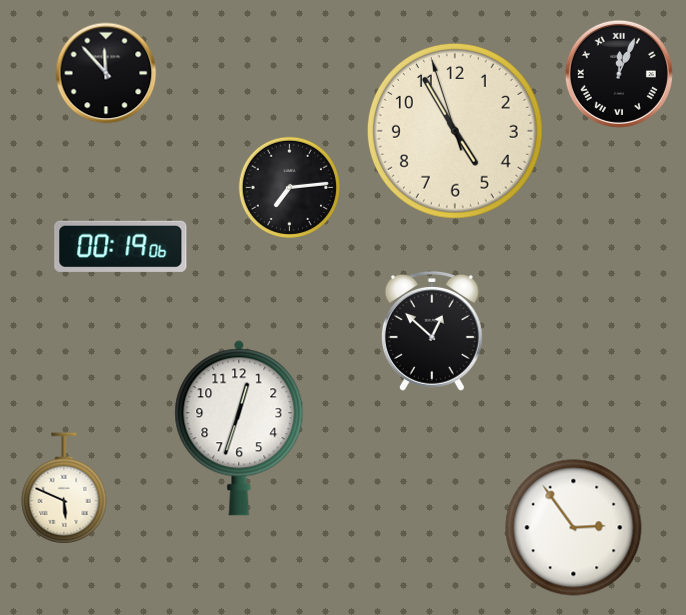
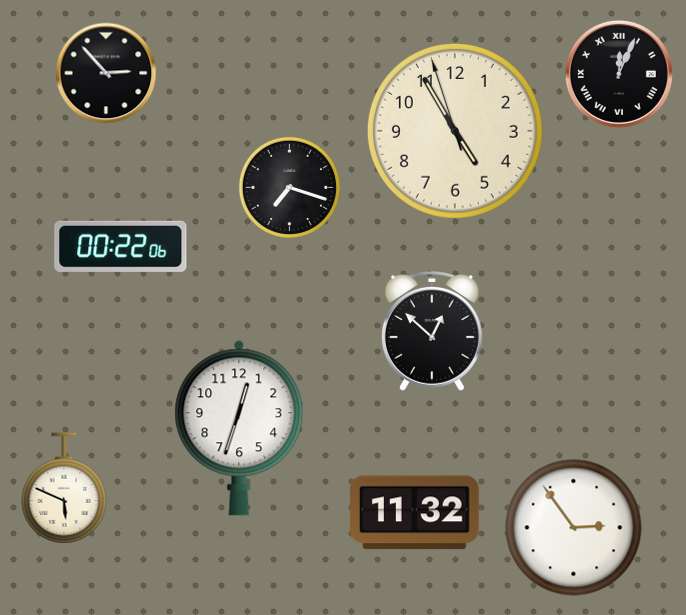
clock at (106, 73): 11:53 -> 2:53
clock at (289, 187): 7:14 -> 7:18
clock at (121, 246): 00:19 -> 00:22
clock at (414, 513): none -> 11:32
